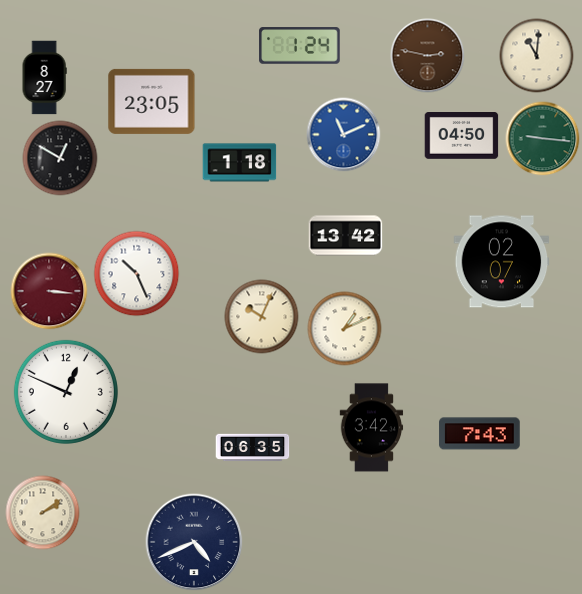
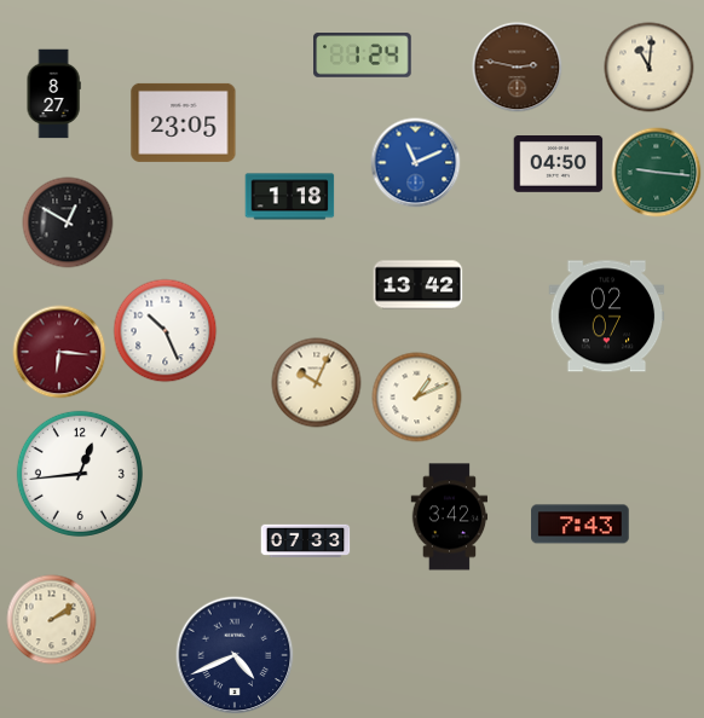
clock at (543, 139) position: (543, 139) -> (657, 173)
clock at (60, 158) position: (60, 158) -> (68, 222)
clock at (49, 291): 3:16 -> 6:16
clock at (66, 392): 12:49 -> 12:44
clock at (253, 448): 06:35 -> 07:33
